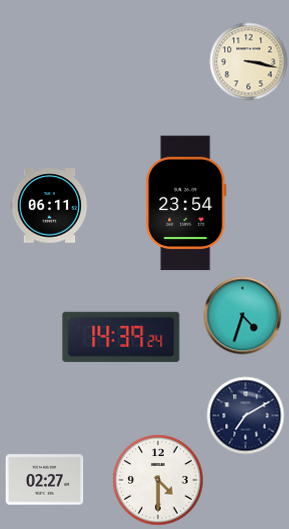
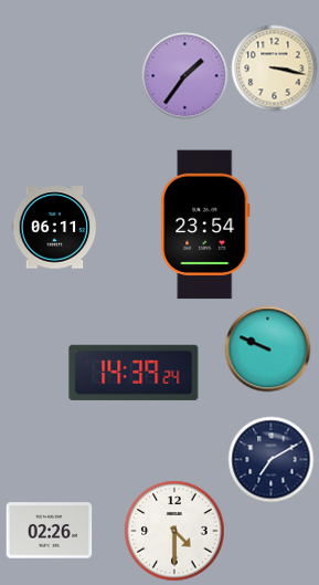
clock at (184, 75): none -> 1:36
clock at (242, 315): 4:33 -> 9:49
clock at (44, 480): 02:27 -> 02:26
